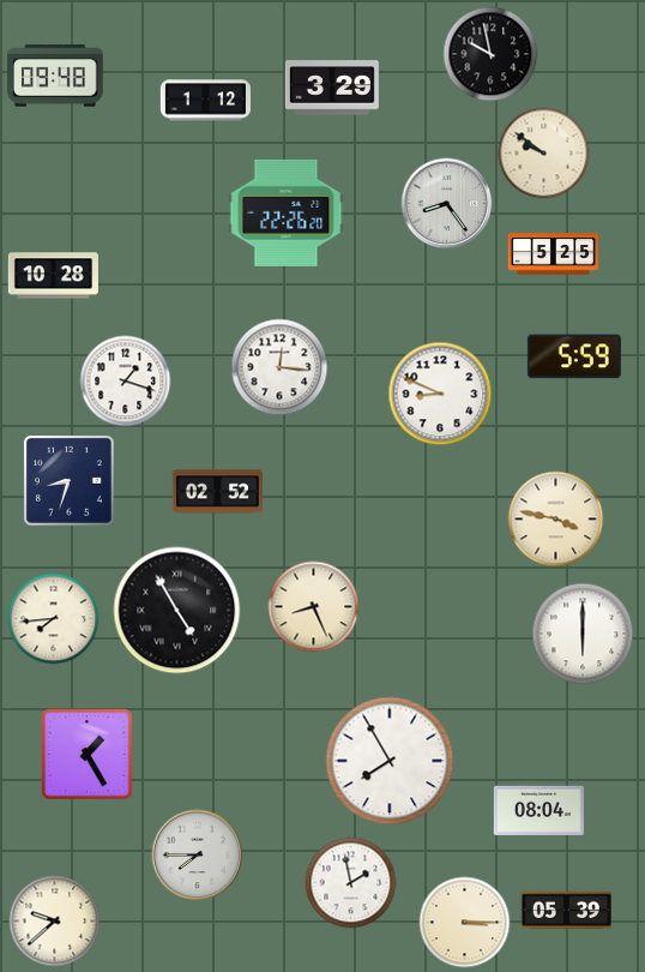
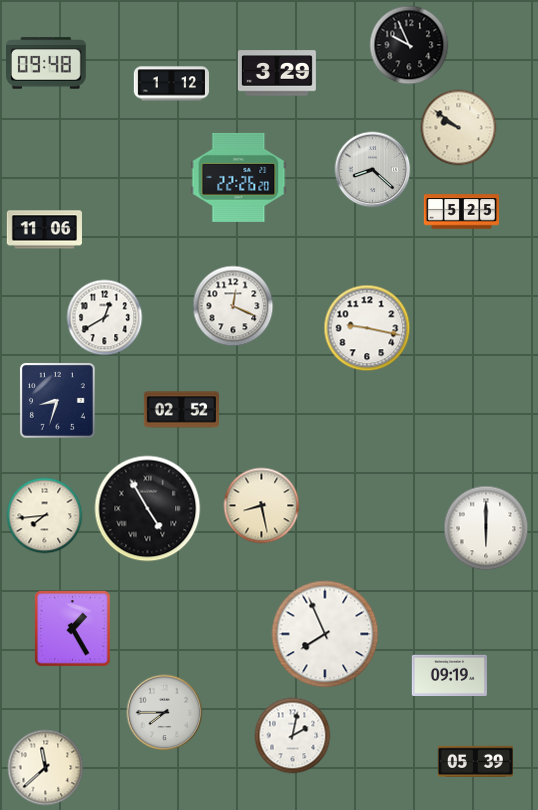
clock at (490, 54): 9:58 -> 9:56
clock at (544, 154) position: (544, 154) -> (459, 128)
clock at (447, 204): 8:24 -> 8:22
clock at (53, 276): 10:28 -> 11:06
clock at (574, 356): 5:59 -> none
clock at (279, 367): 12:16 -> 12:19
clock at (126, 382): 1:18 -> 12:40
clock at (440, 394): 8:49 -> 9:17
clock at (556, 520): 3:47 -> none
clock at (314, 607): 8:26 -> 8:28
clock at (390, 761): 7:55 -> 7:56
clock at (538, 810): 08:04 -> 09:19
clock at (351, 883): 1:58 -> 2:02
clock at (566, 910) position: (566, 910) -> (475, 761)
clock at (55, 922): 9:38 -> 11:38
clock at (465, 923): 3:15 -> none
